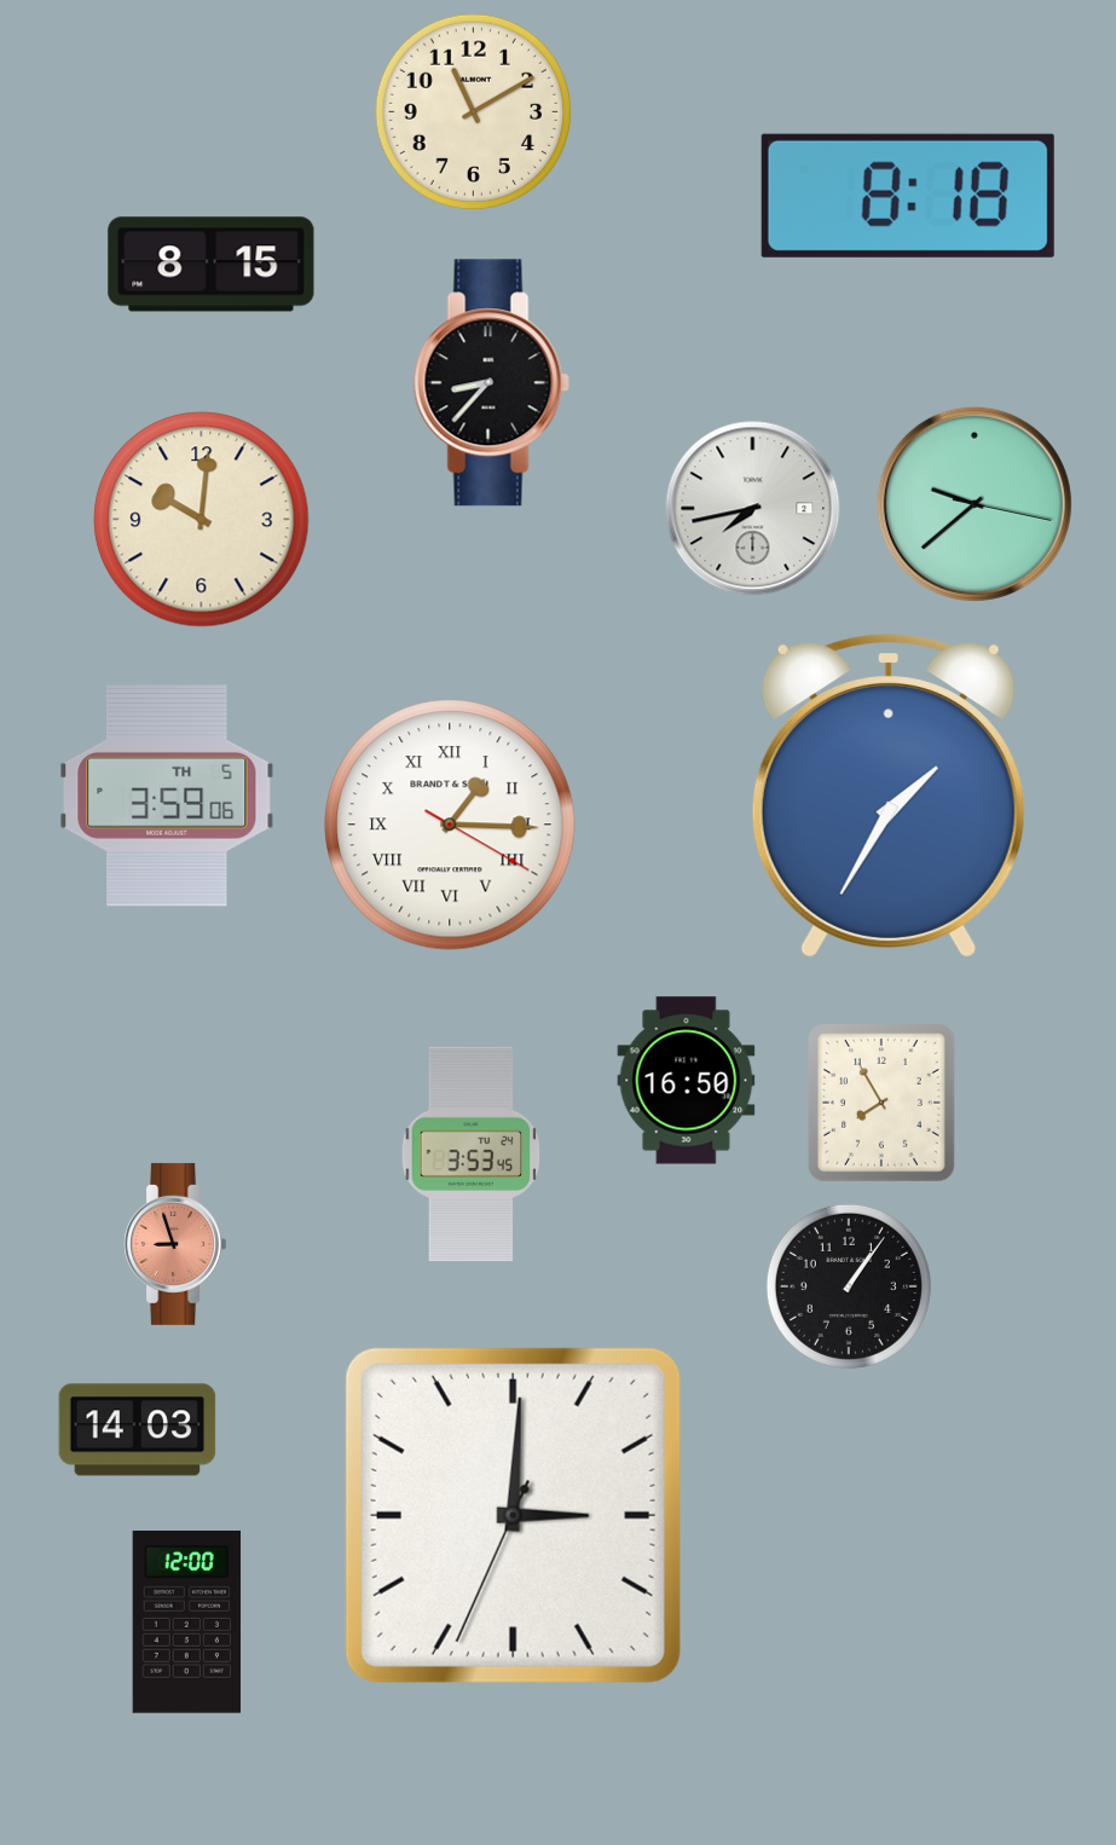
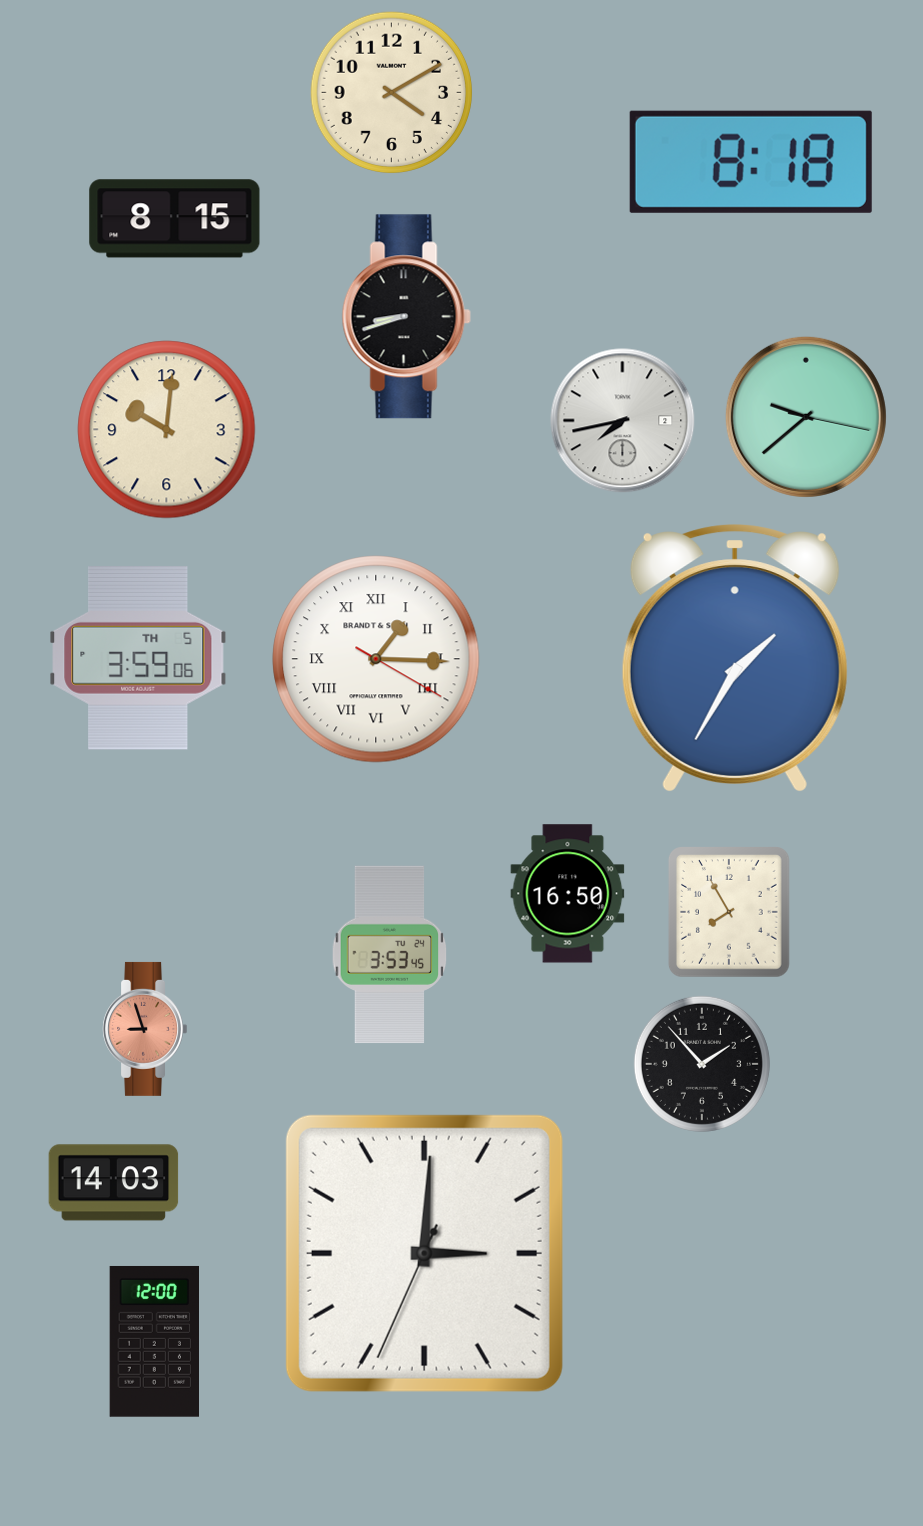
clock at (474, 112): 11:10 -> 4:10
clock at (491, 383): 8:37 -> 8:42
clock at (450, 825) position: (450, 825) -> (376, 659)
clock at (849, 1286): 1:06 -> 1:53
